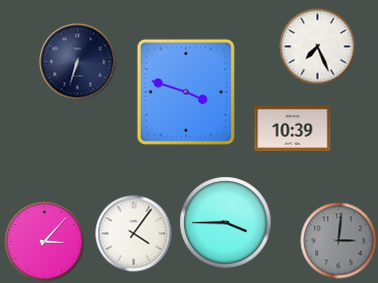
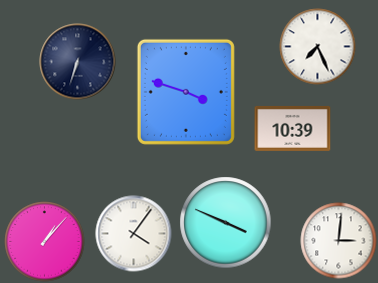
clock at (226, 223): 3:45 -> 3:49
clock at (339, 241) dial: grey -> white
clock at (45, 242): 3:07 -> 1:07
